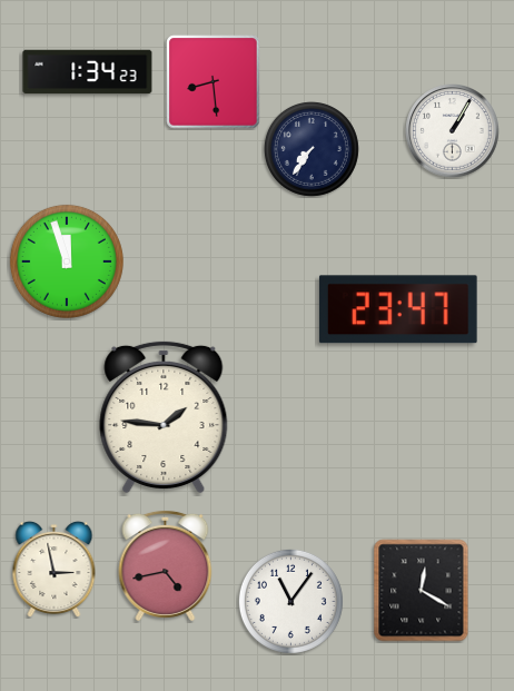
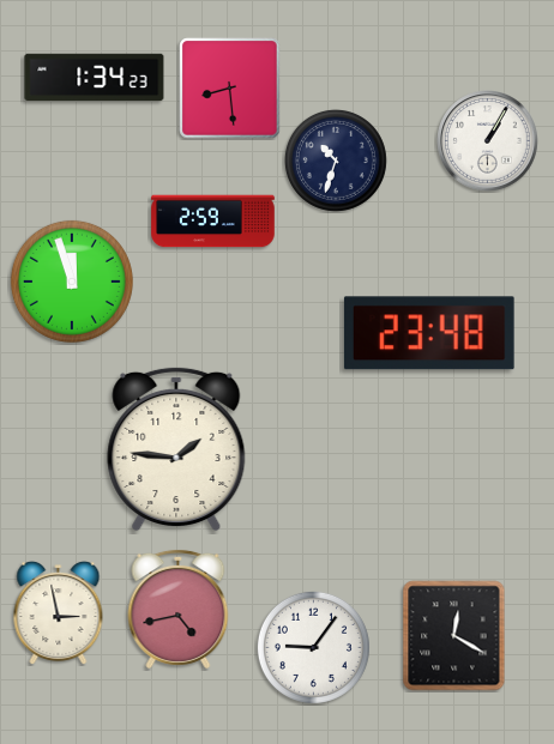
clock at (312, 149): 7:36 -> 10:33
clock at (213, 222): none -> 2:59
clock at (398, 309): 23:47 -> 23:48
clock at (290, 601): 11:06 -> 9:06
